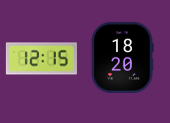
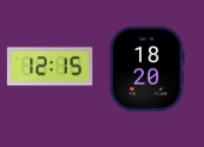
clock at (41, 59) position: (41, 59) -> (49, 67)
